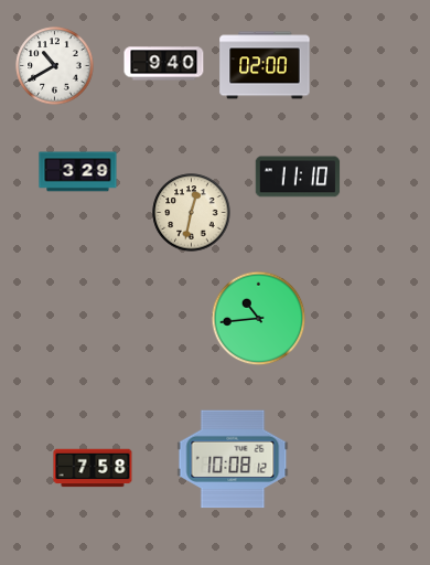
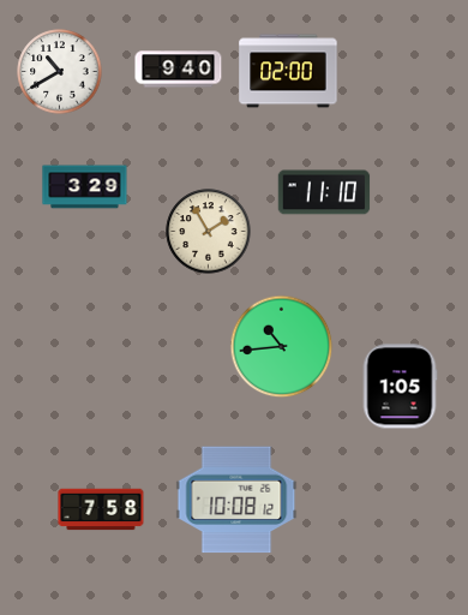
clock at (192, 213): 12:32 -> 1:55
clock at (400, 387): none -> 1:05
clock at (233, 459) position: (233, 459) -> (236, 500)
